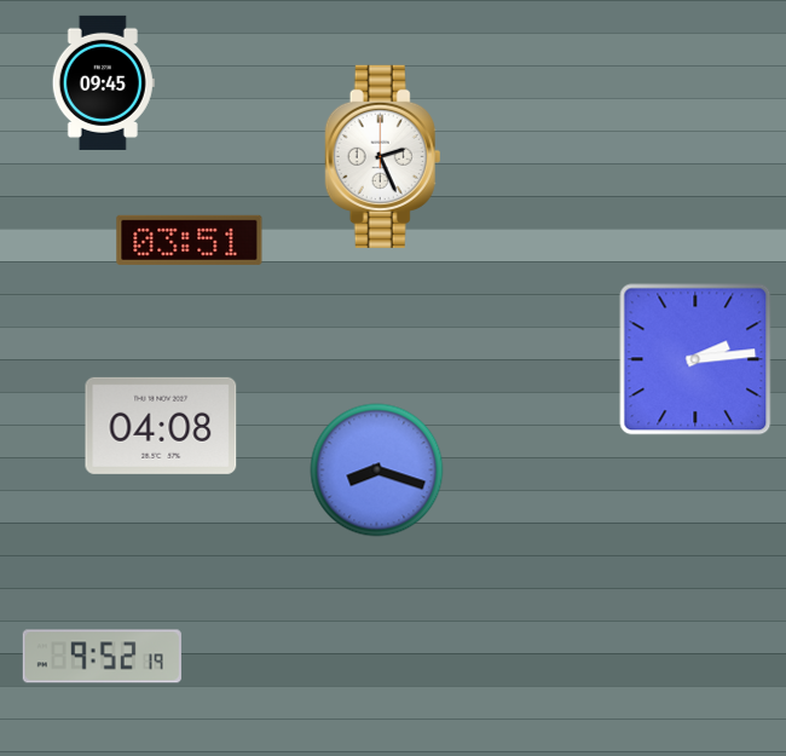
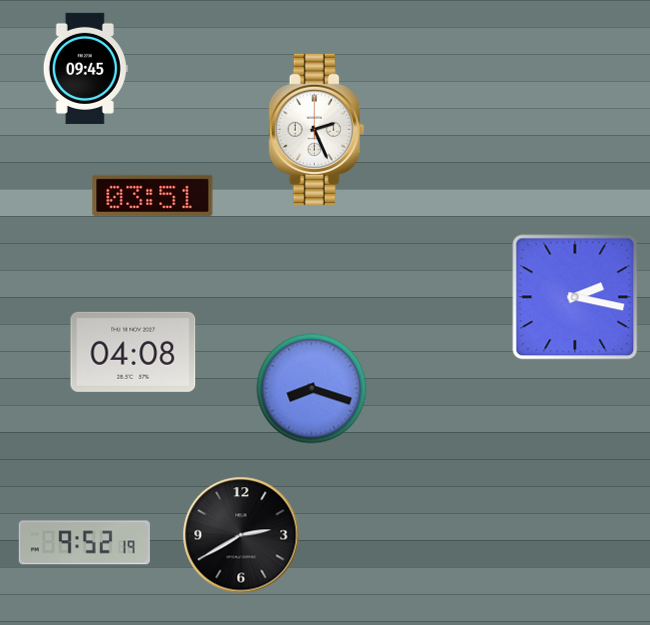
clock at (190, 240) position: (190, 240) -> (153, 195)
clock at (695, 359): 2:14 -> 2:17
clock at (241, 535): none -> 2:40
